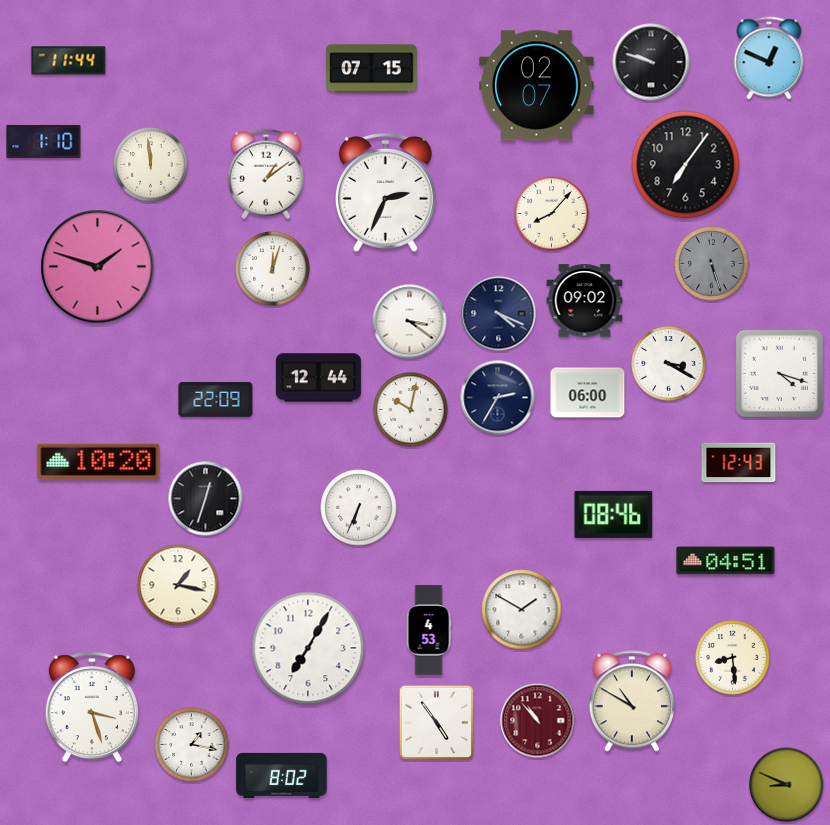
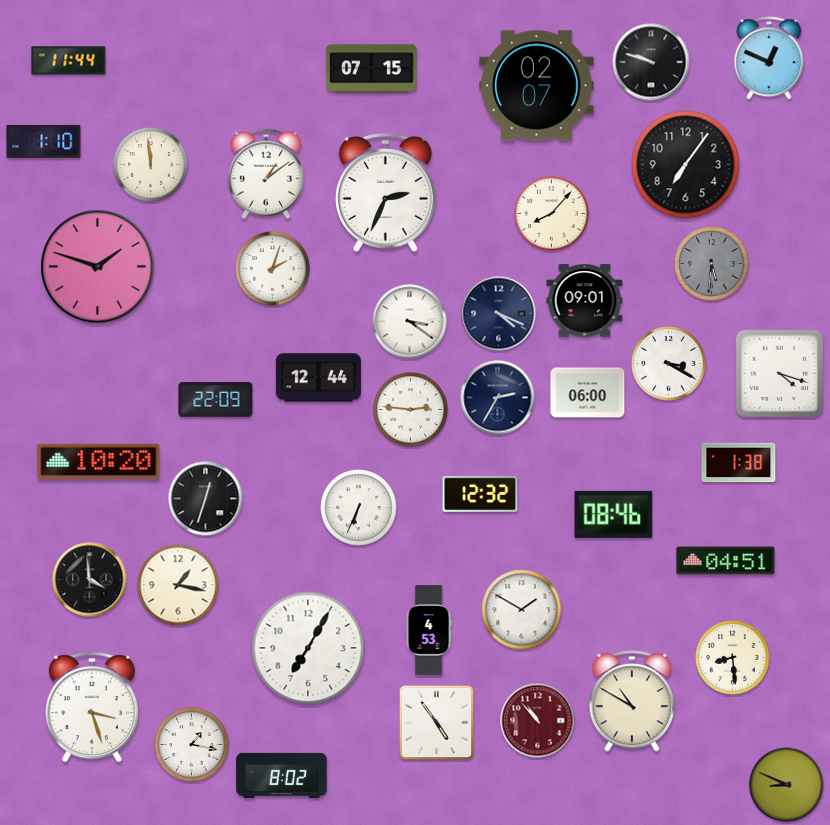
clock at (712, 264): 5:27 -> 5:31
clock at (273, 269): 12:03 -> 2:03
clock at (585, 301): 09:02 -> 09:01
clock at (411, 410): 10:02 -> 2:46
clock at (739, 463): 12:43 -> 1:38
clock at (480, 494): none -> 12:32
clock at (90, 580): none -> 3:59
